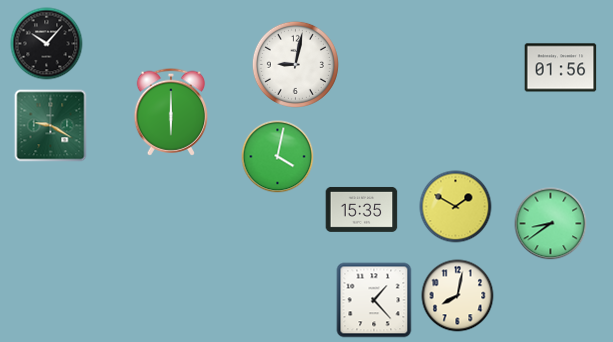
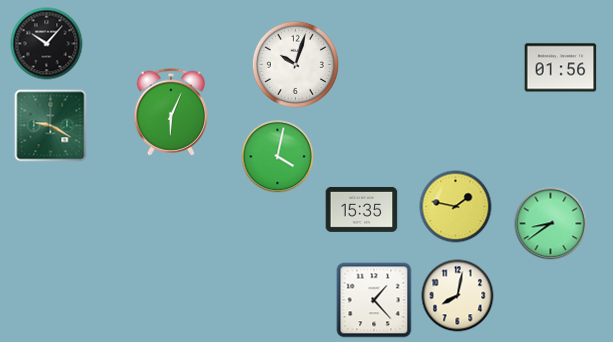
clock at (295, 64): 9:02 -> 10:03
clock at (170, 112): 6:00 -> 6:04
clock at (456, 207): 1:50 -> 1:47
